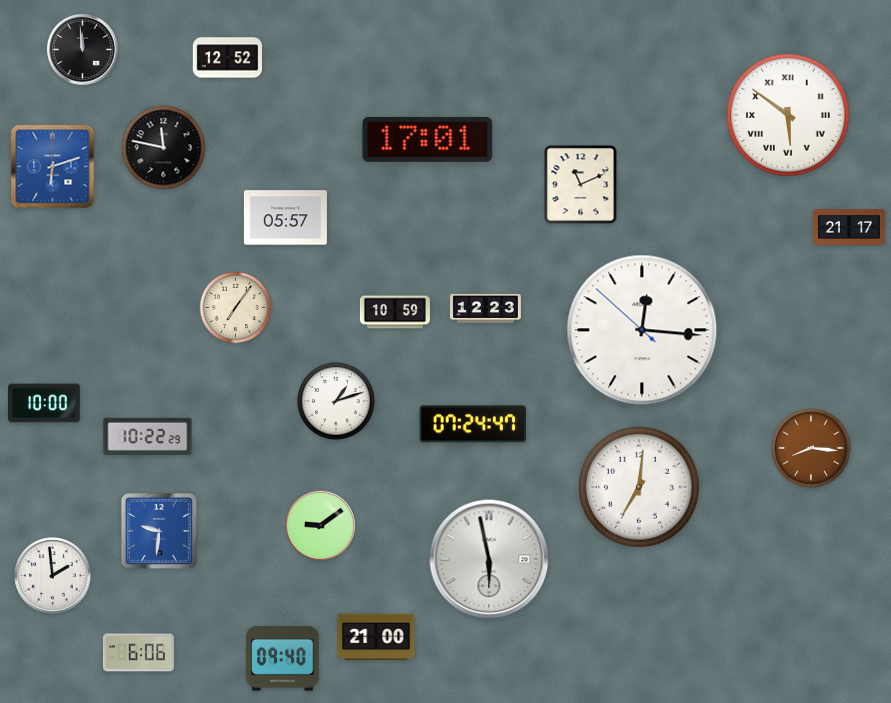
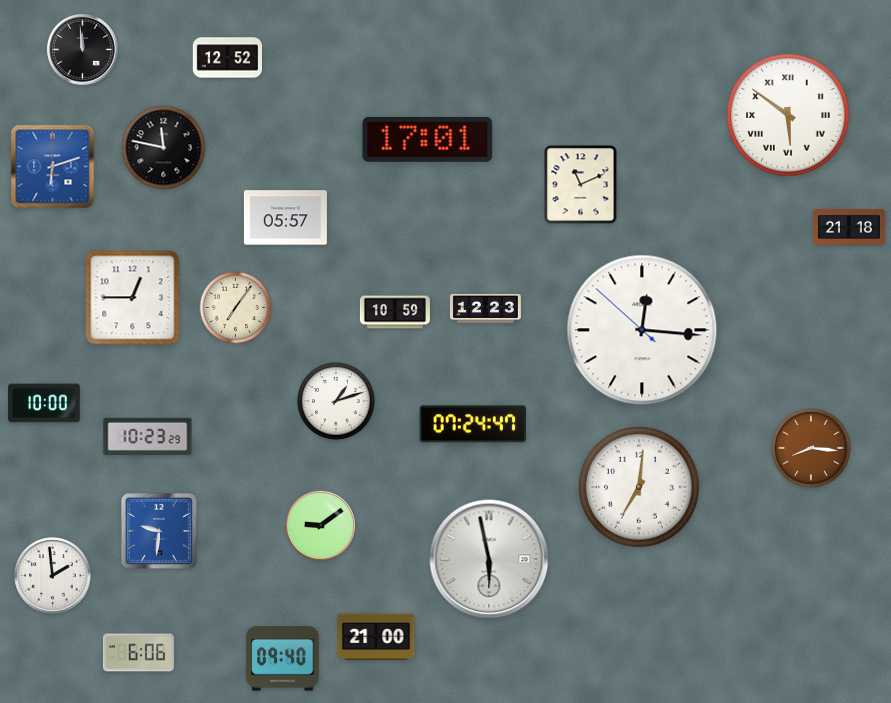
clock at (849, 228): 21:17 -> 21:18
clock at (133, 298): none -> 12:45
clock at (148, 436): 10:22 -> 10:23
